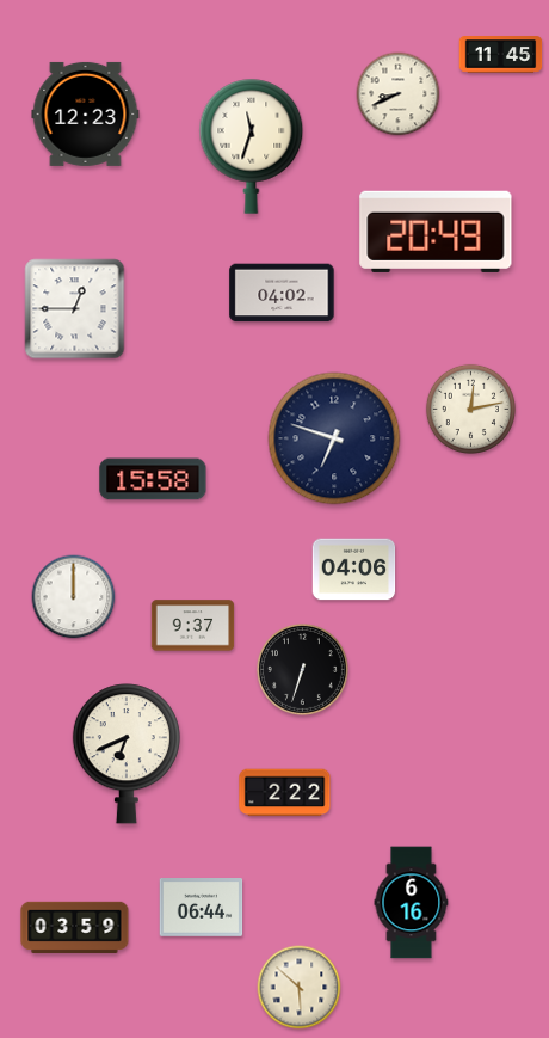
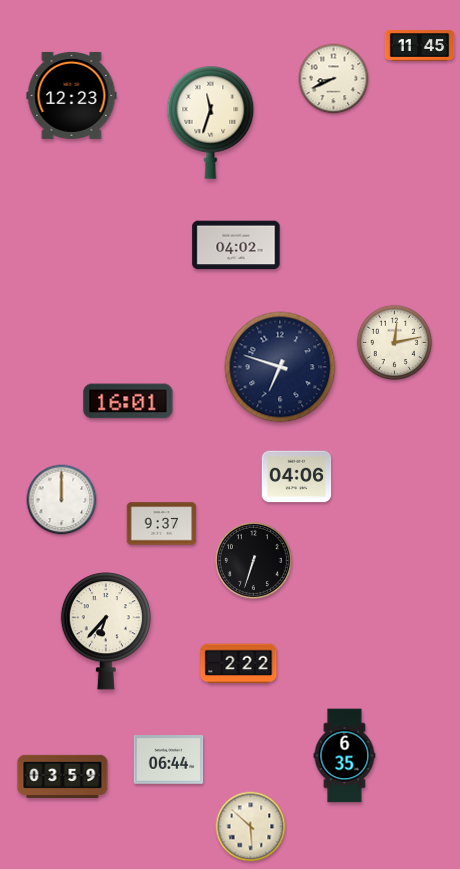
clock at (436, 232): 20:49 -> none
clock at (75, 309): 12:45 -> none
clock at (153, 479): 15:58 -> 16:01
clock at (127, 754): 6:41 -> 6:37
clock at (412, 903): 6:16 -> 6:35
